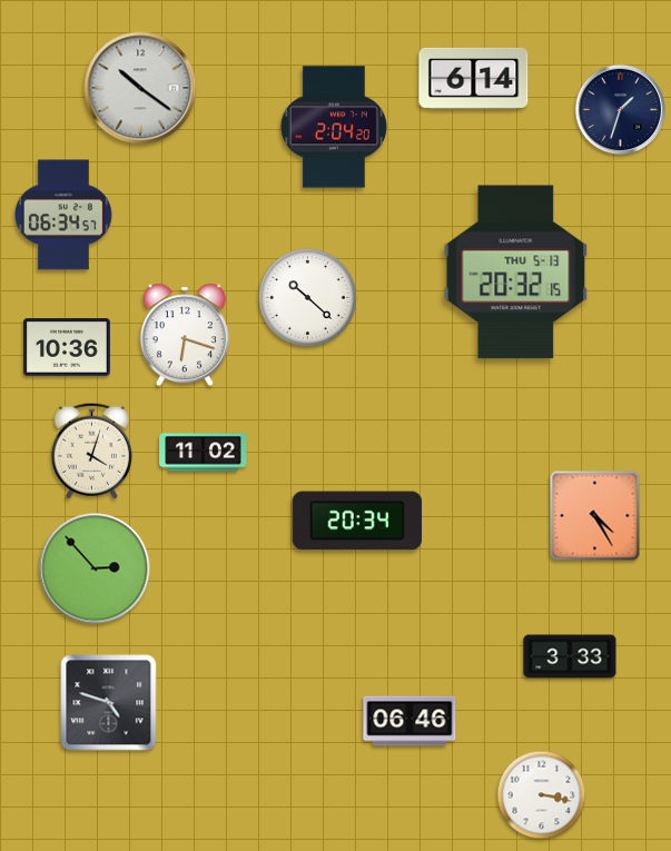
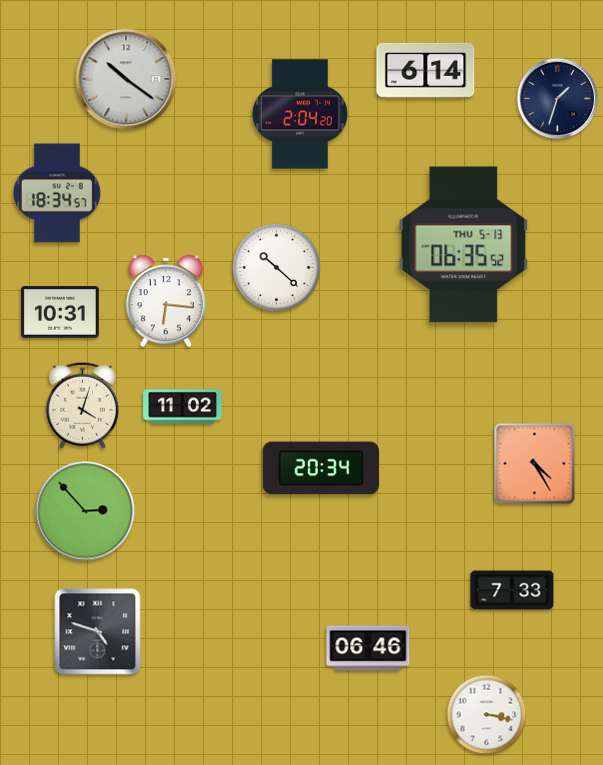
clock at (63, 215): 06:34 -> 18:34
clock at (516, 273): 20:32 -> 06:35
clock at (185, 335): 6:18 -> 6:16
clock at (68, 347): 10:36 -> 10:31
clock at (570, 656): 3:33 -> 7:33
